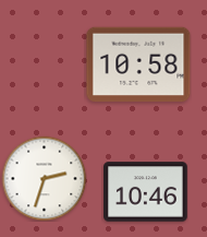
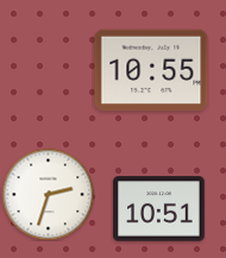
clock at (138, 64): 10:58 -> 10:55
clock at (146, 192): 10:46 -> 10:51
